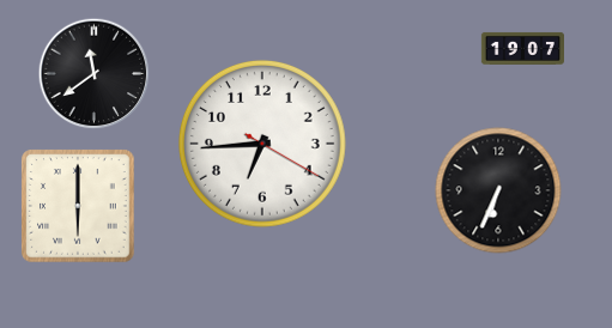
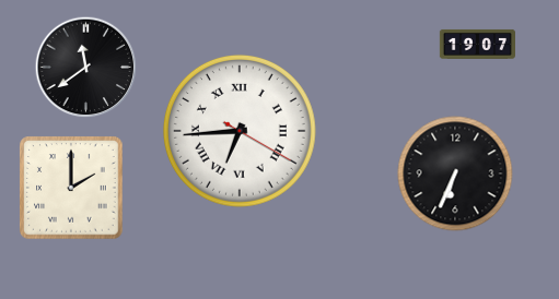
clock at (262, 144) numerals: Arabic -> Roman
clock at (78, 206): 6:00 -> 2:00
